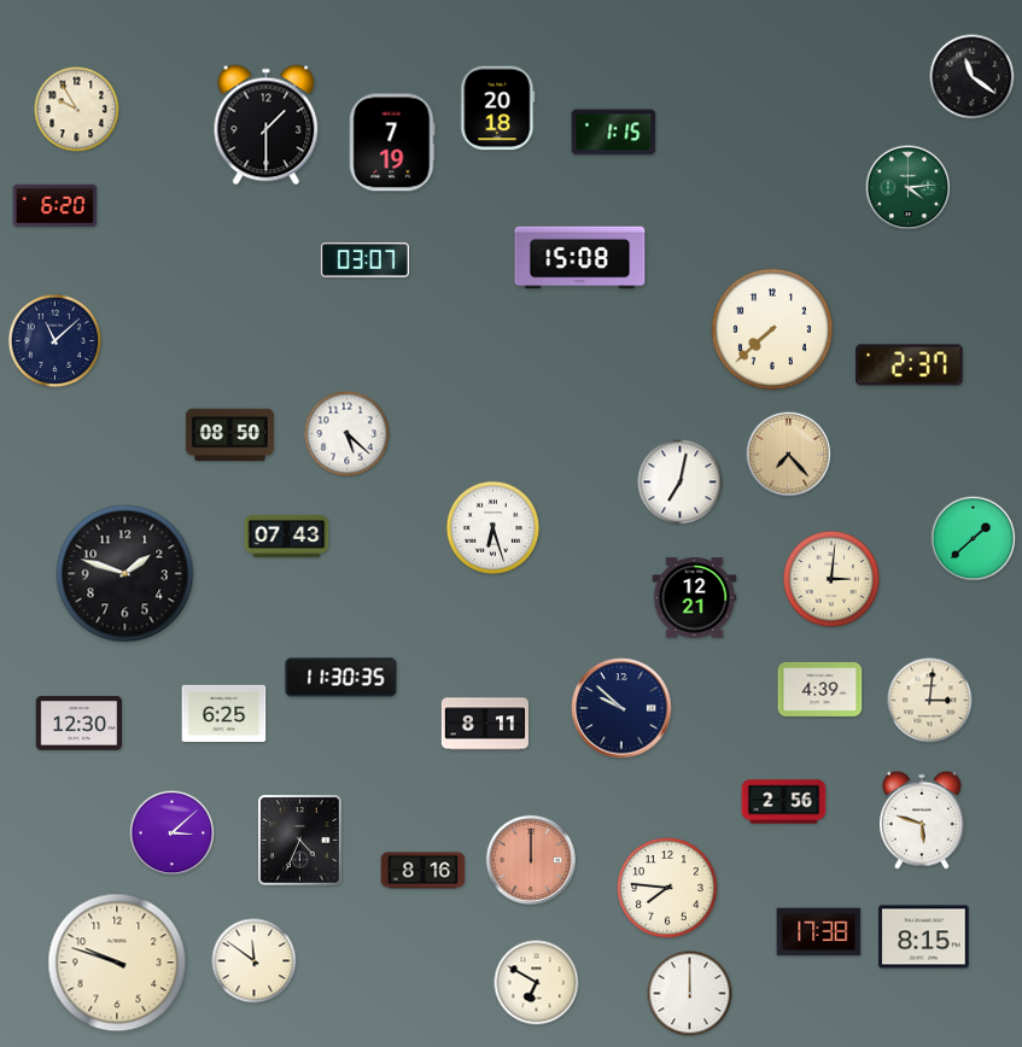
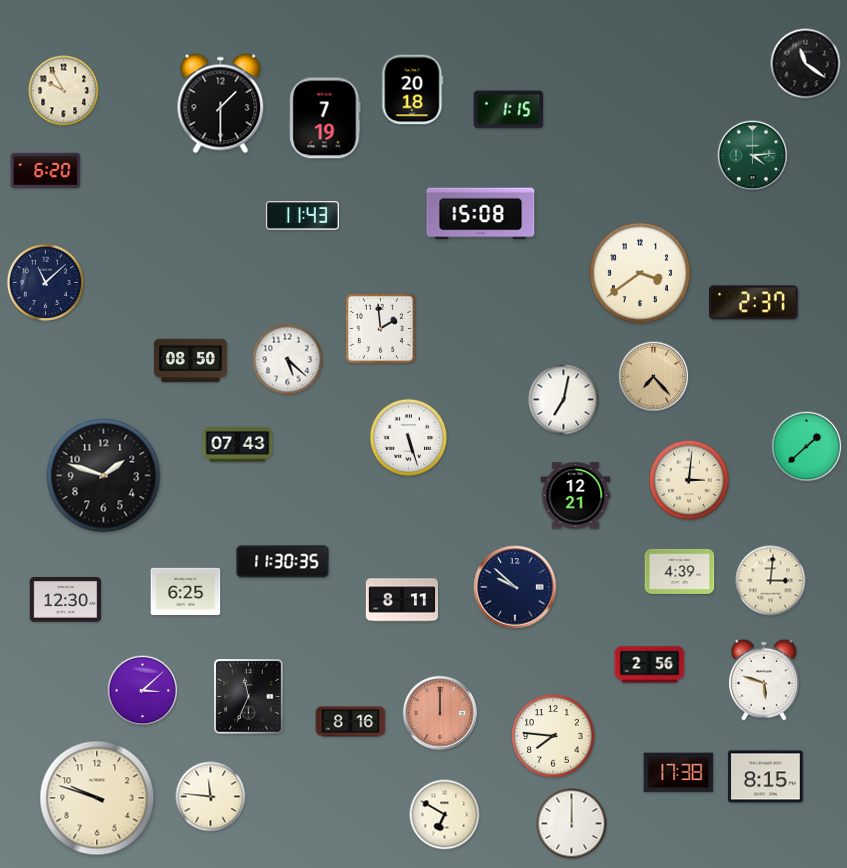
clock at (364, 261): 03:07 -> 11:43
clock at (772, 329): 7:38 -> 3:39
clock at (380, 328): none -> 1:59
clock at (494, 528): 6:27 -> 5:27
clock at (300, 841): 4:34 -> 11:34
clock at (255, 961): 11:51 -> 11:46
